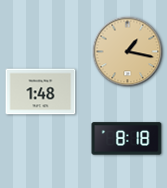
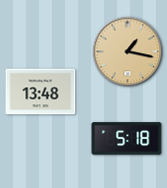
clock at (41, 92): 1:48 -> 13:48
clock at (127, 139): 8:18 -> 5:18
